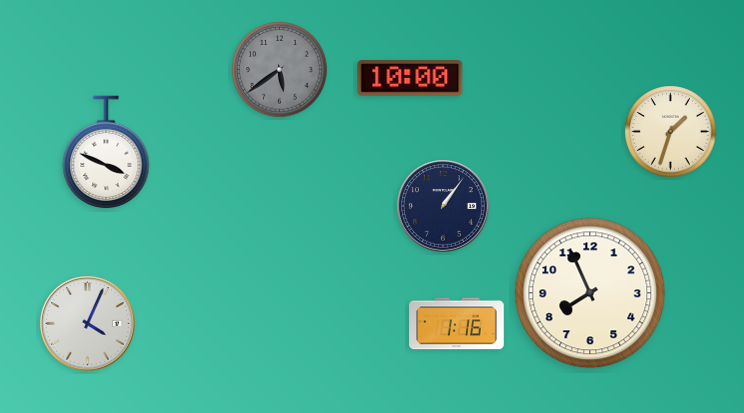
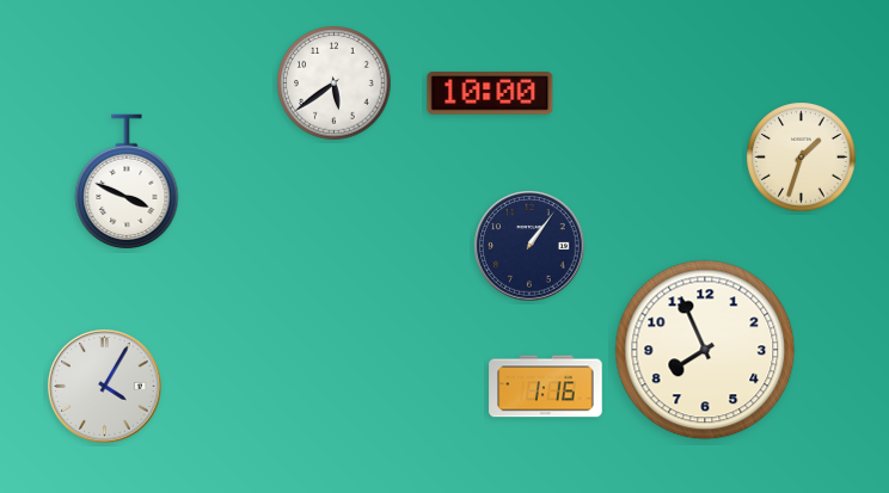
clock at (280, 70) dial: grey -> white
clock at (88, 324): 4:04 -> 4:05
